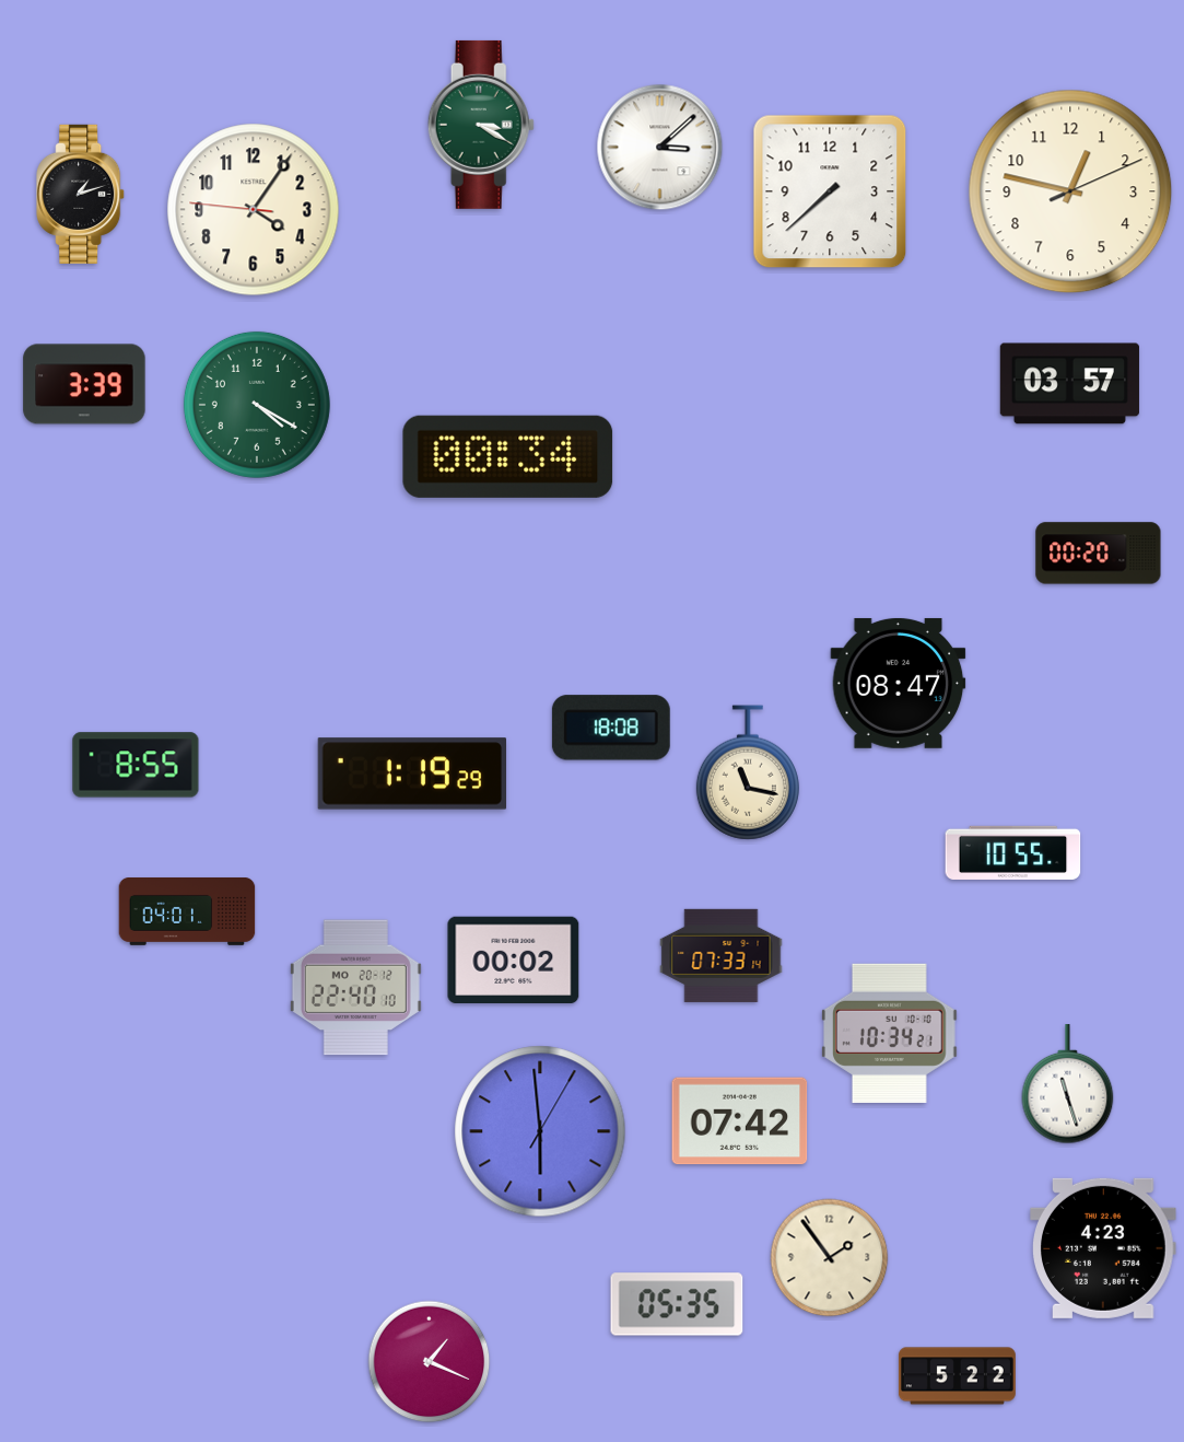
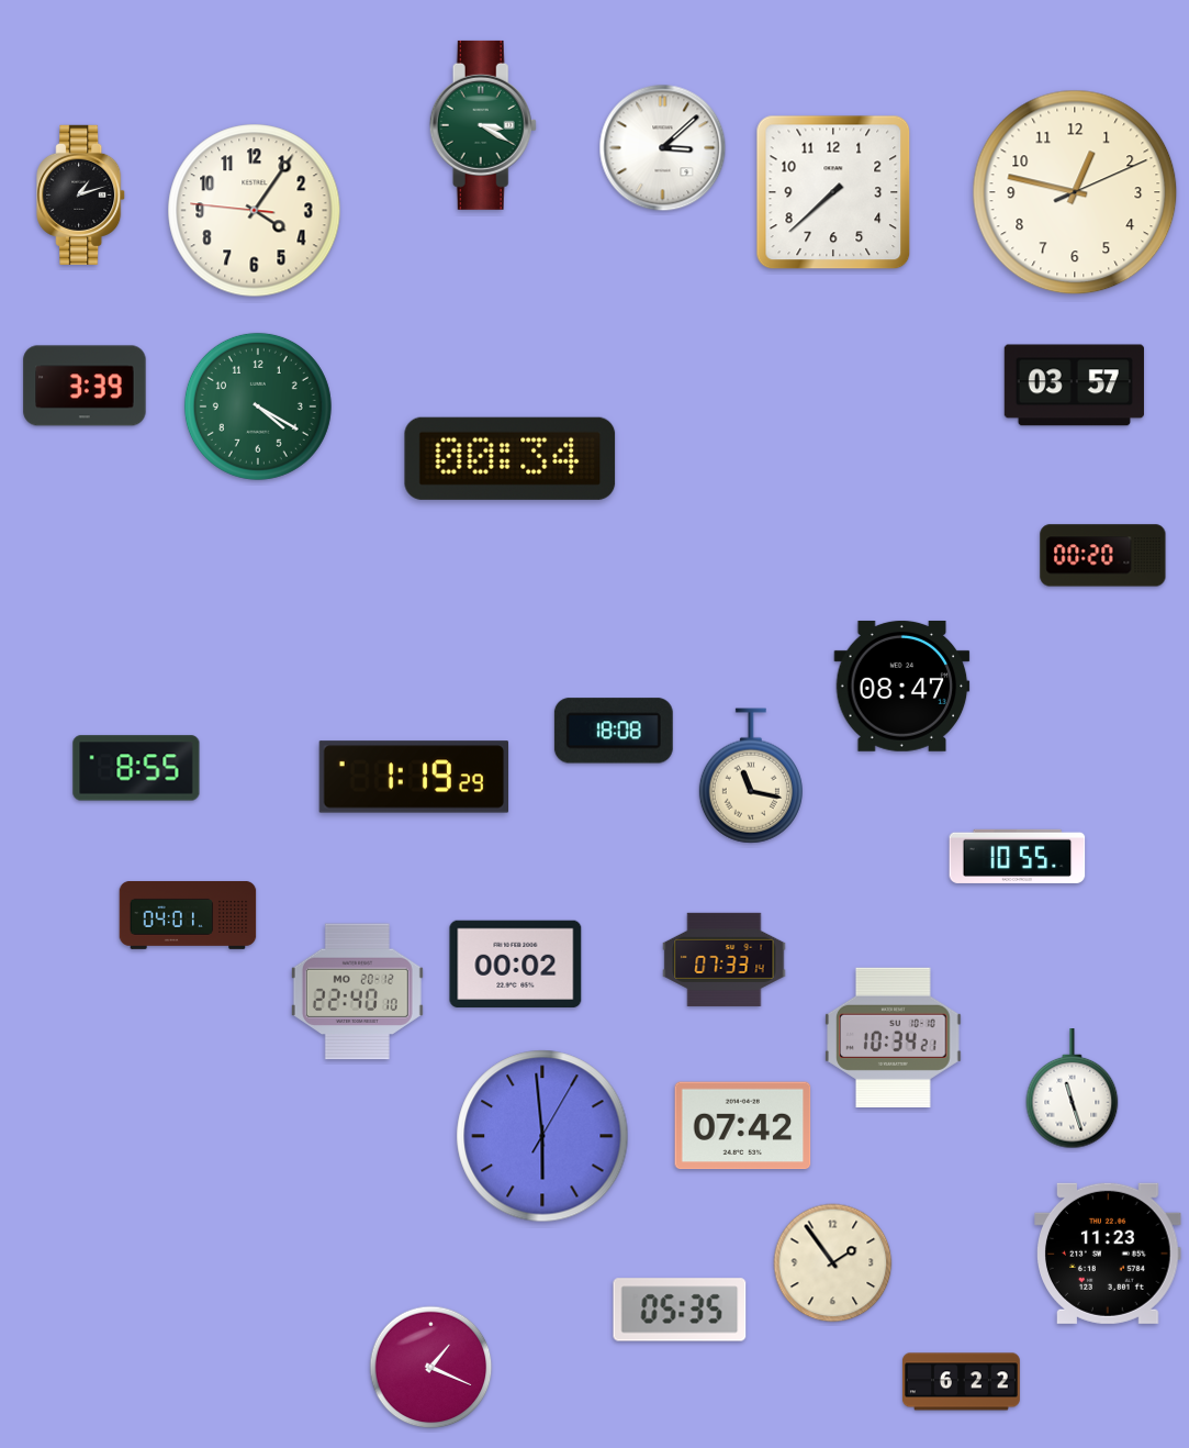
clock at (1103, 1248): 4:23 -> 11:23
clock at (957, 1376): 5:22 -> 6:22
